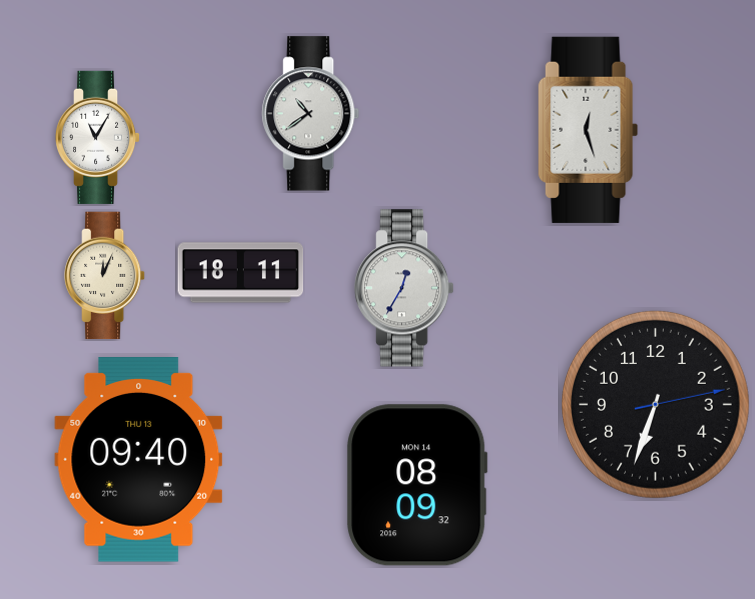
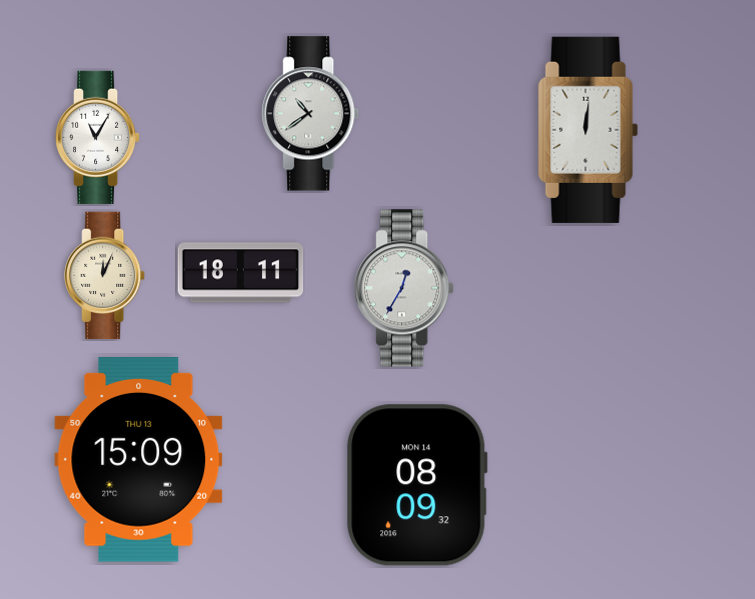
clock at (588, 130): 12:27 -> 12:01
clock at (655, 404): 6:33 -> none
clock at (139, 460): 09:40 -> 15:09
